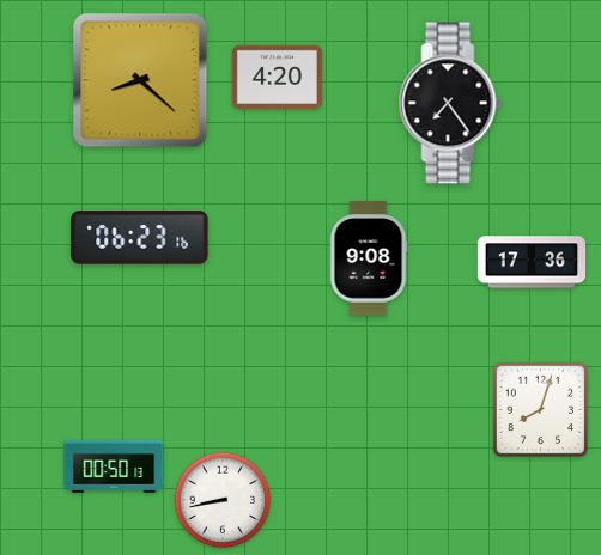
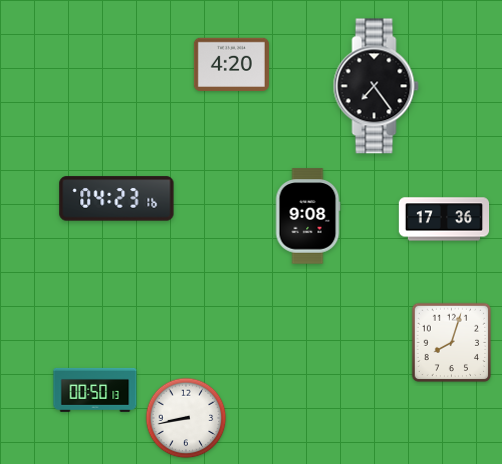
clock at (140, 80): 8:22 -> none
clock at (140, 238): 06:23 -> 04:23
